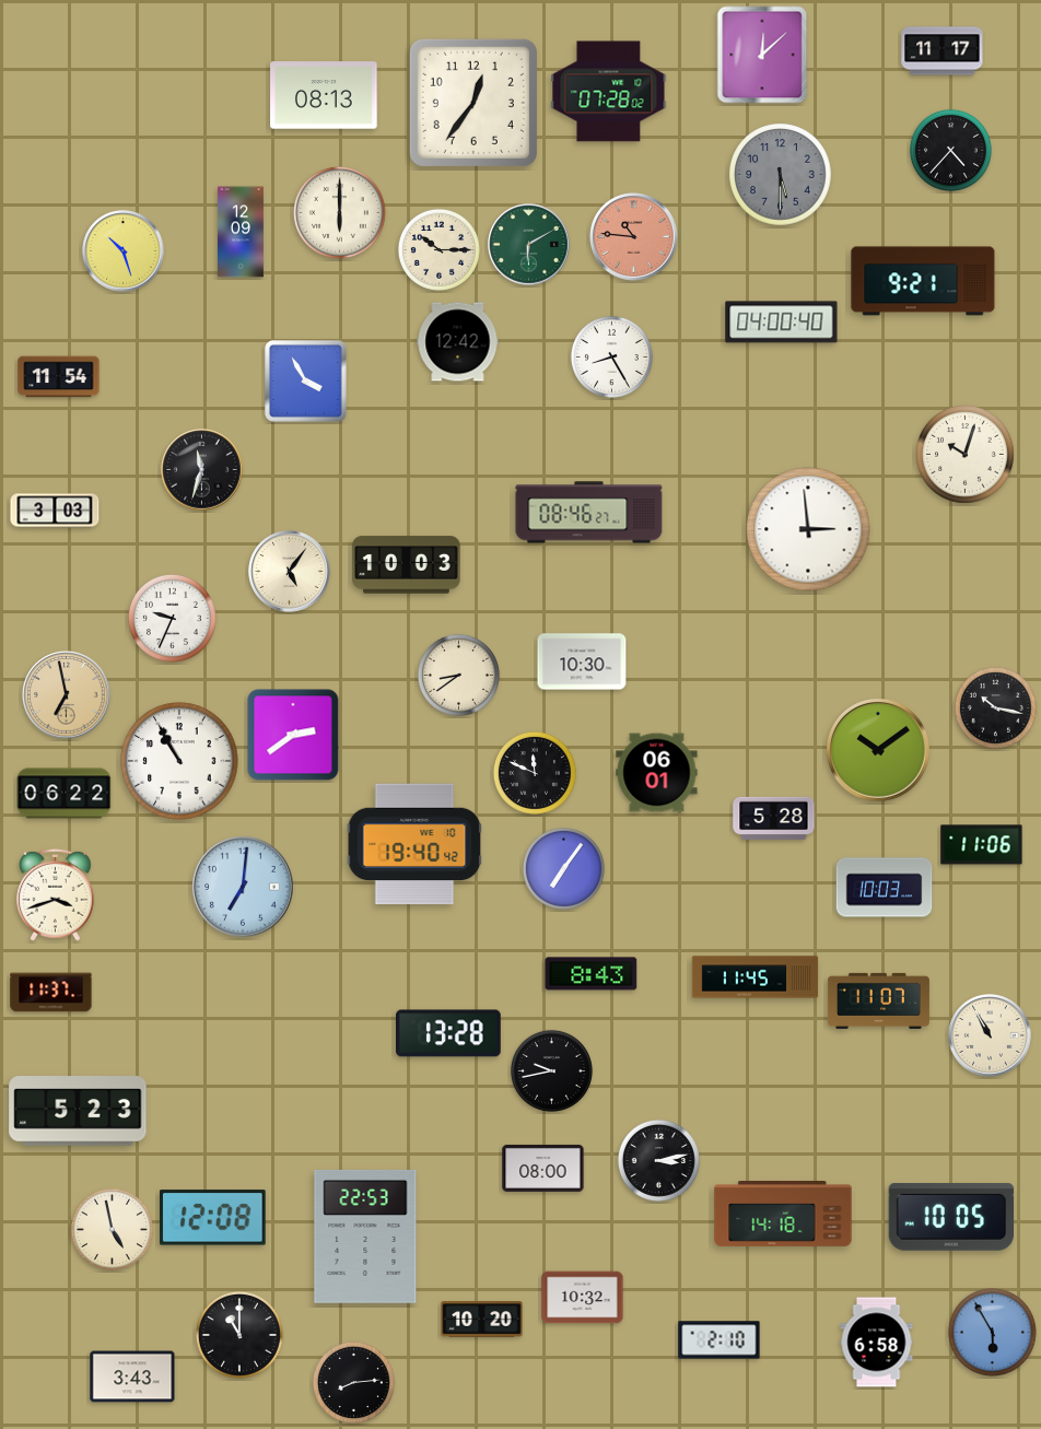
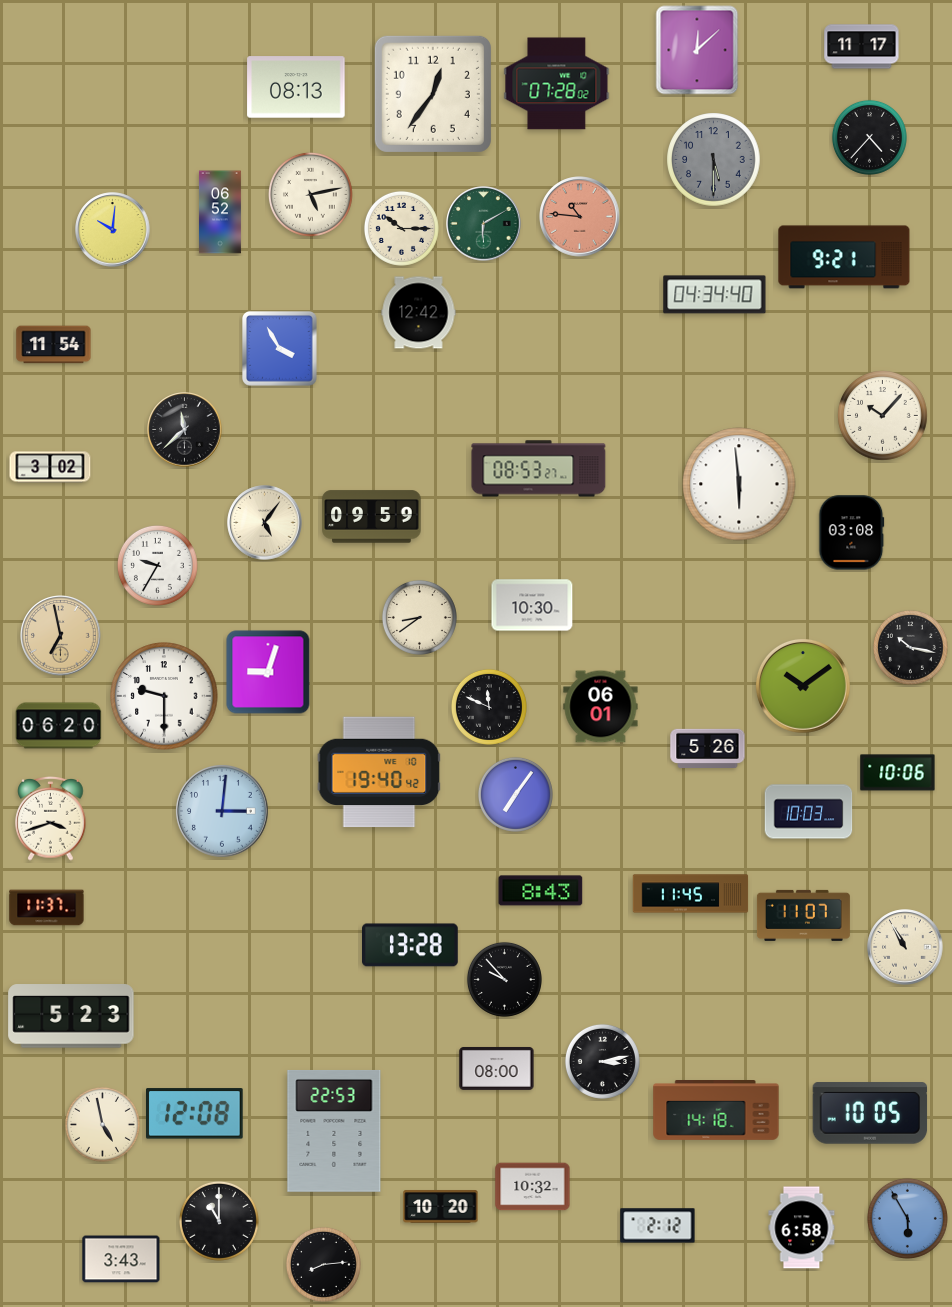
clock at (339, 212): 6:00 -> 5:13
clock at (241, 232): 12:09 -> 06:52
clock at (124, 251): 10:27 -> 10:01
clock at (782, 323): 04:00 -> 04:34
clock at (611, 356): 8:25 -> none
clock at (966, 455): 10:03 -> 10:07
clock at (202, 470): 11:33 -> 11:38
clock at (55, 511): 3:03 -> 3:02
clock at (589, 513): 08:46 -> 08:53
clock at (808, 529): 2:59 -> 5:59
clock at (407, 565): 10:03 -> 09:59
clock at (852, 533): none -> 03:08
clock at (172, 618): 9:34 -> 9:35
clock at (293, 735): 2:39 -> 9:03
clock at (179, 761): 10:55 -> 9:30
clock at (65, 794): 06:22 -> 06:20
clock at (774, 818): 5:28 -> 5:26
clock at (982, 845): 11:06 -> 10:06
clock at (243, 887): 7:01 -> 3:01
clock at (551, 1070): 9:43 -> 9:53
clock at (720, 1340): 2:10 -> 2:12
